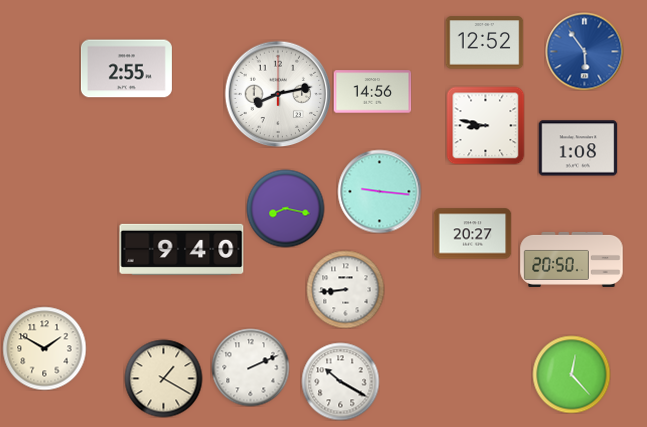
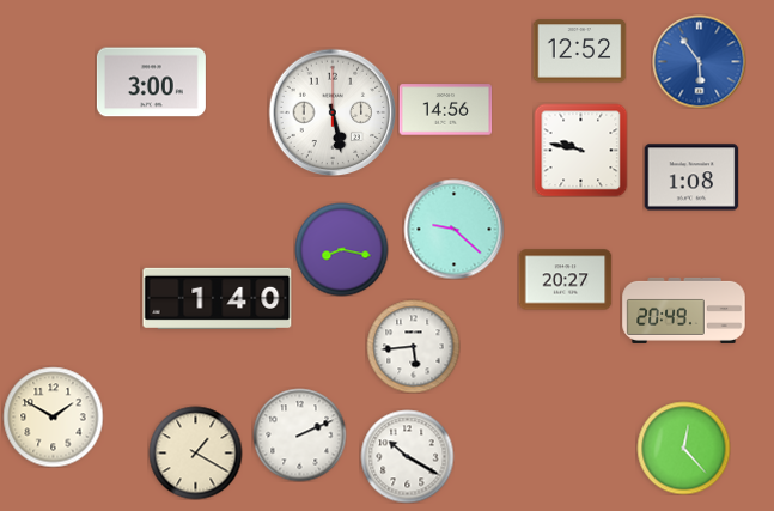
clock at (126, 69): 2:55 -> 3:00
clock at (278, 94): 8:13 -> 5:28
clock at (485, 125): 8:47 -> 9:47
clock at (379, 191): 9:16 -> 9:22
clock at (182, 249): 9:40 -> 1:40
clock at (572, 259): 20:50 -> 20:49
clock at (345, 289): 8:44 -> 5:44
clock at (250, 367) position: (250, 367) -> (299, 434)
